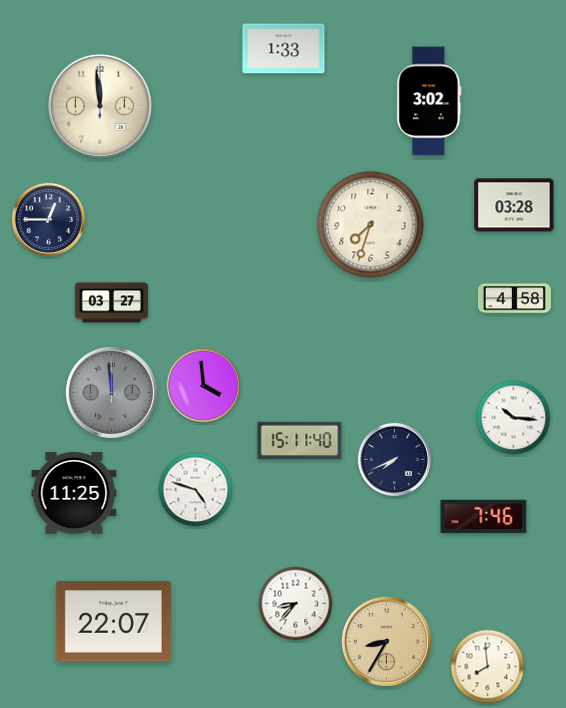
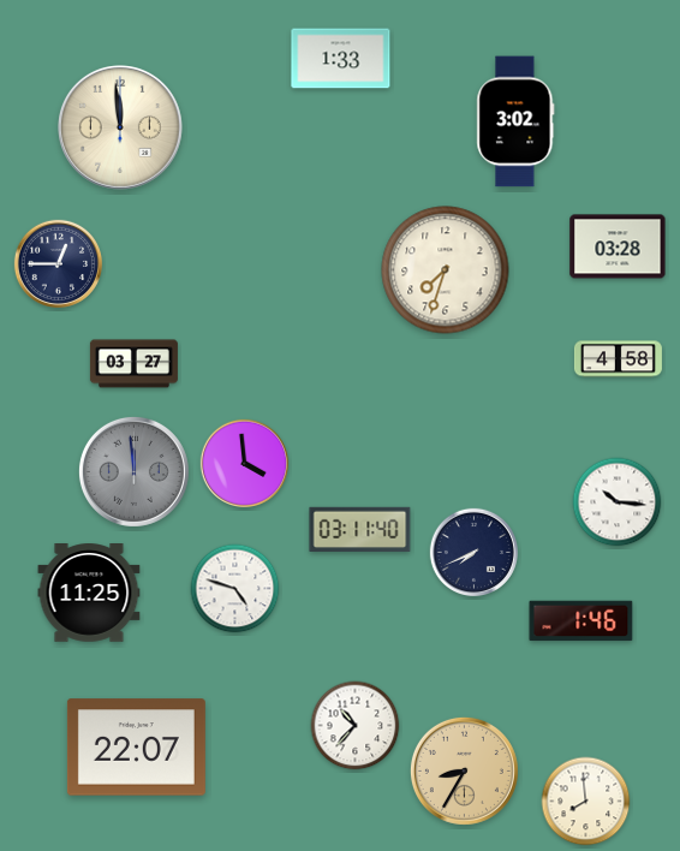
clock at (300, 440): 15:11 -> 03:11
clock at (484, 517): 7:46 -> 1:46
clock at (296, 604): 8:37 -> 10:37
